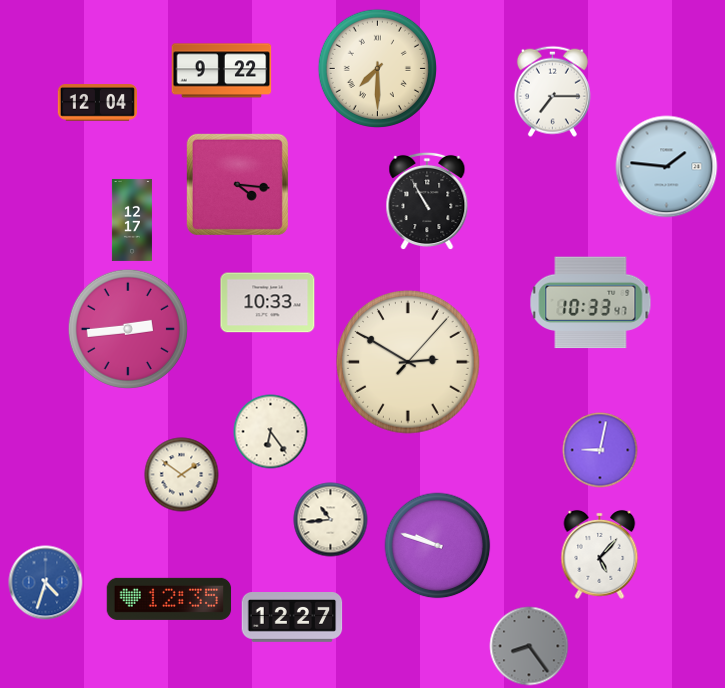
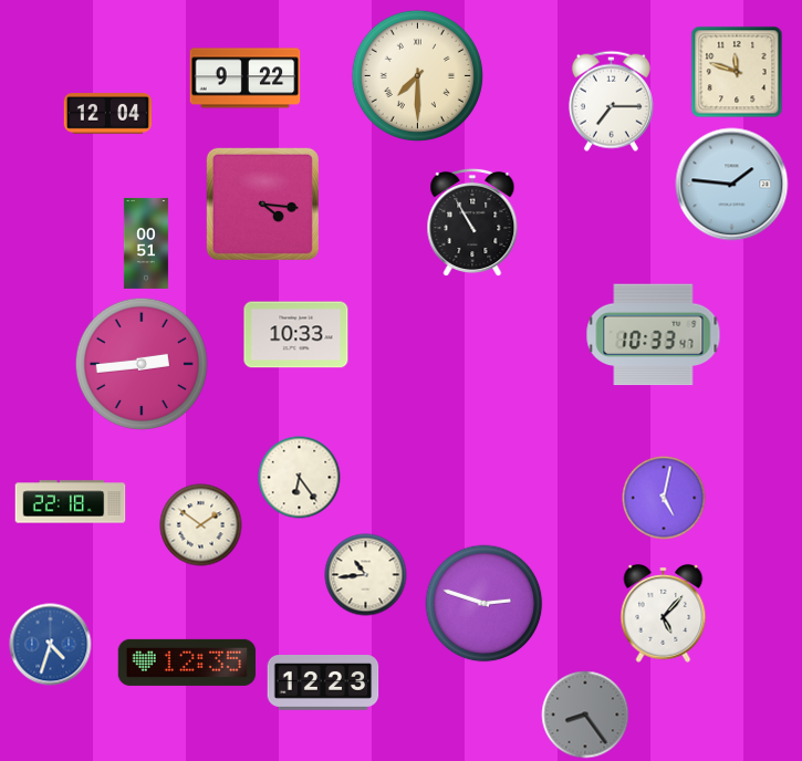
clock at (737, 72): none -> 11:48
clock at (667, 167) position: (667, 167) -> (732, 185)
clock at (132, 220): 12:17 -> 00:51
clock at (408, 362): 2:50 -> none
clock at (600, 450): 9:02 -> 5:02
clock at (71, 502): none -> 22:18
clock at (438, 546): 9:48 -> 2:48
clock at (292, 618): 12:27 -> 12:23
